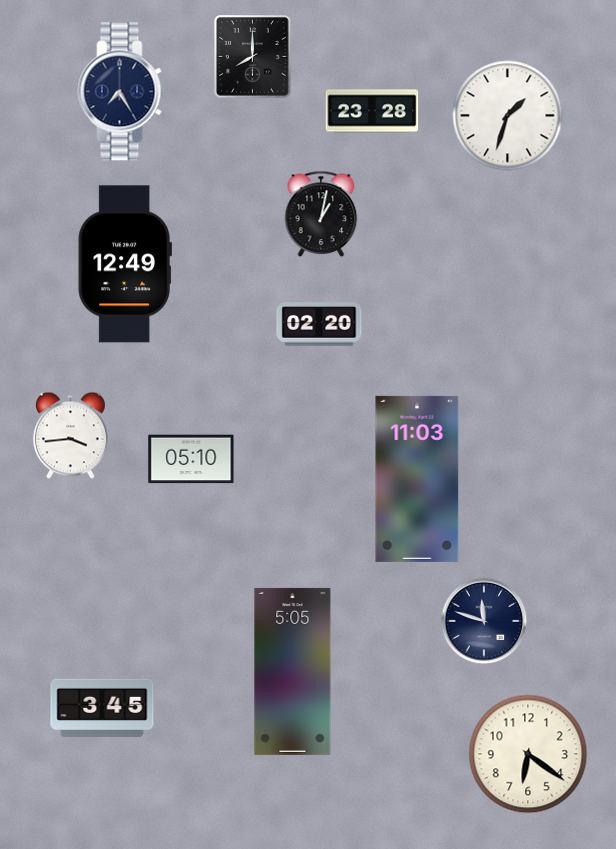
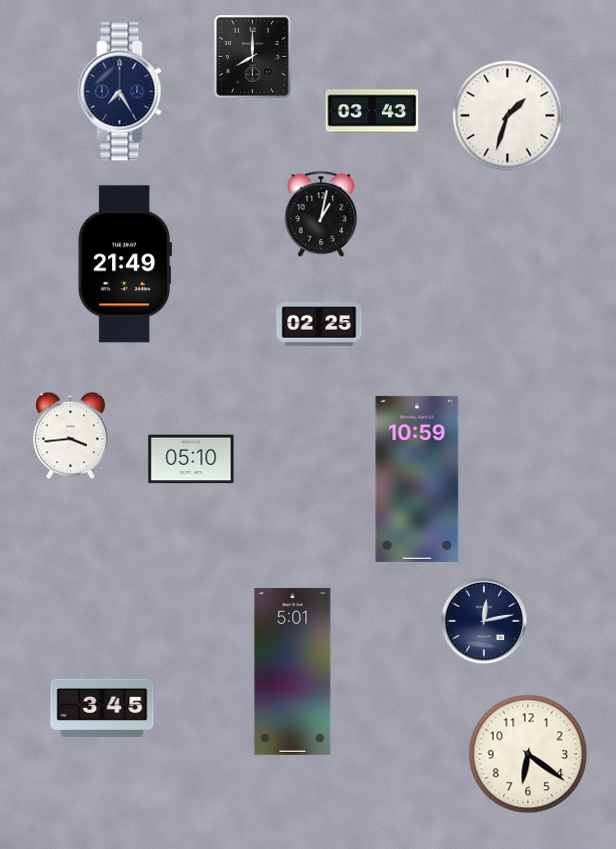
clock at (372, 111): 23:28 -> 03:43
clock at (125, 264): 12:49 -> 21:49
clock at (319, 324): 02:20 -> 02:25
clock at (417, 479): 11:03 -> 10:59
clock at (484, 621): 11:48 -> 12:13
clock at (293, 671): 5:05 -> 5:01
